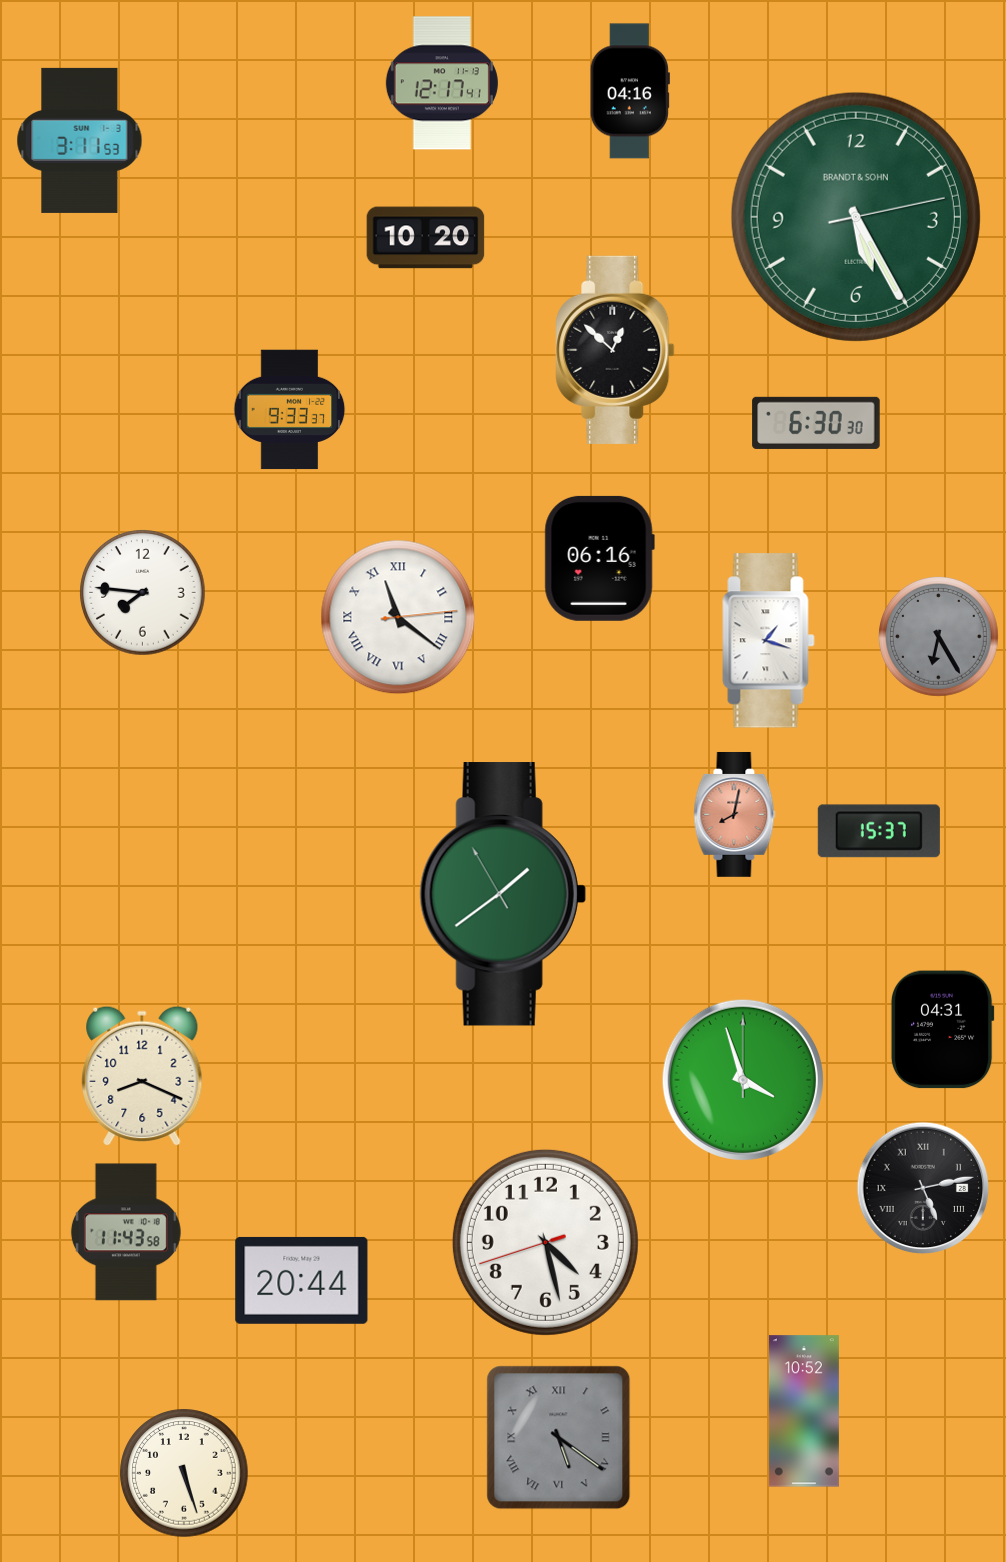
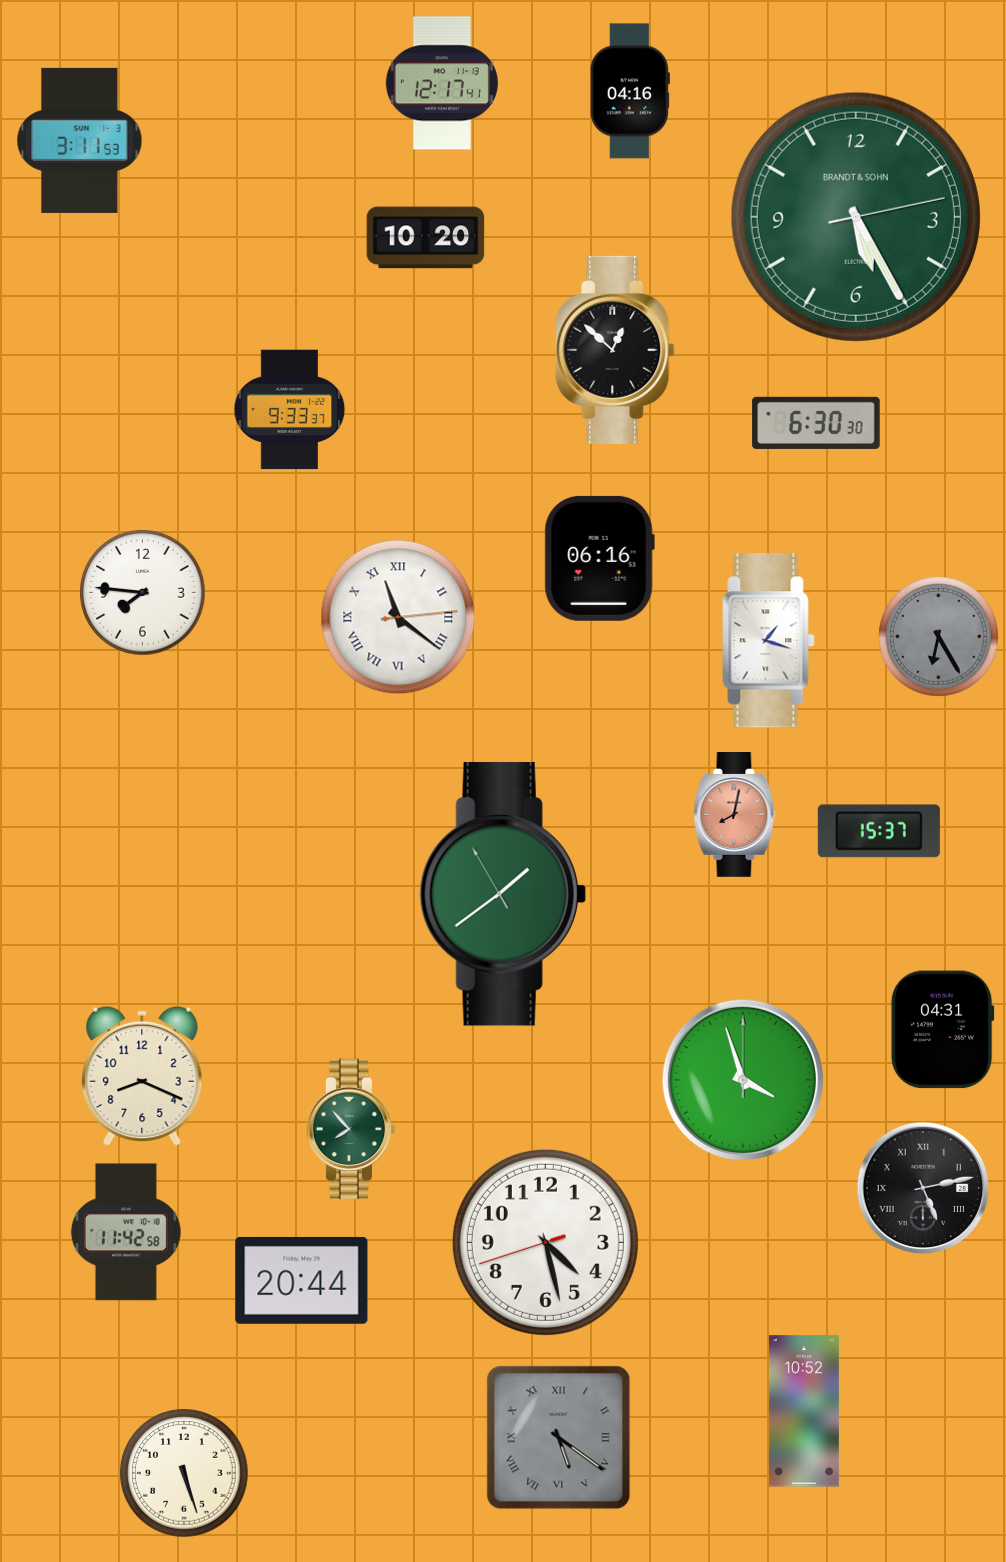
clock at (351, 1129): none -> 7:53
clock at (126, 1232): 11:43 -> 11:42
